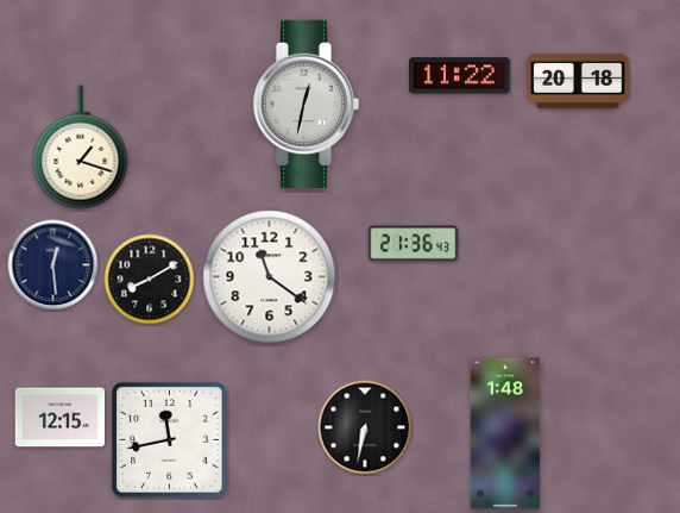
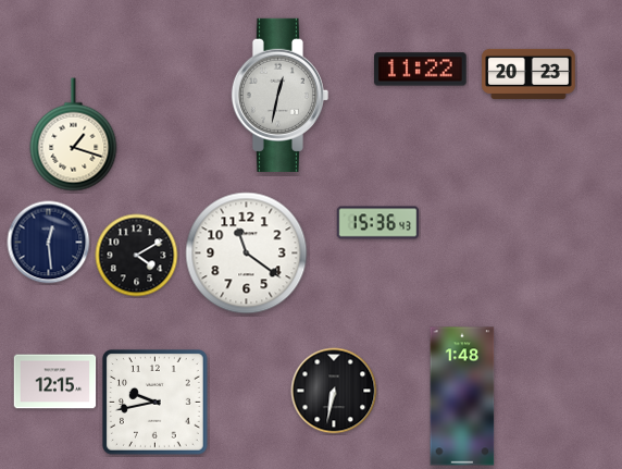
clock at (578, 81): 20:18 -> 20:23
clock at (414, 244): 21:36 -> 15:36
clock at (150, 280): 8:10 -> 4:10
clock at (170, 440): 11:43 -> 9:43
